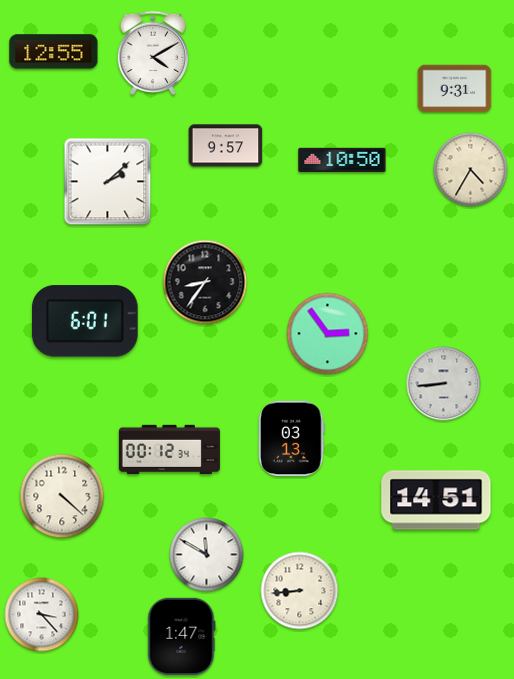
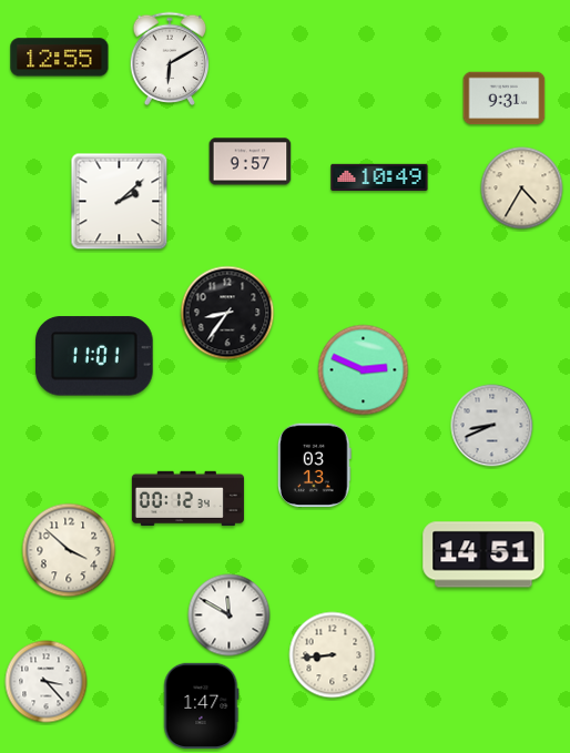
clock at (153, 53): 4:10 -> 6:10
clock at (342, 160): 10:50 -> 10:49
clock at (86, 321): 6:01 -> 11:01
clock at (328, 334): 2:54 -> 2:49
clock at (444, 384): 8:44 -> 8:41
clock at (292, 439) position: (292, 439) -> (315, 466)
clock at (62, 496): 4:22 -> 3:52
